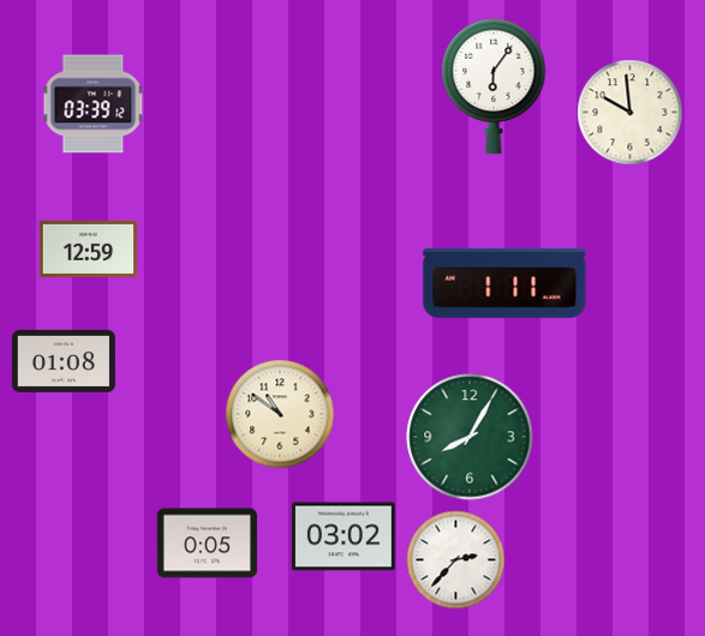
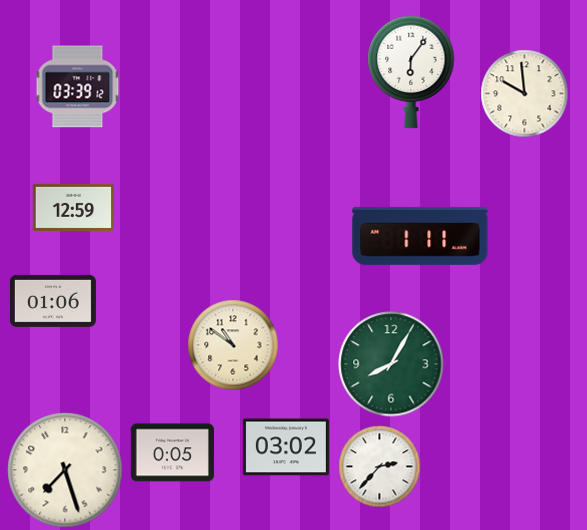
clock at (64, 361): 01:08 -> 01:06
clock at (65, 470): none -> 7:27
